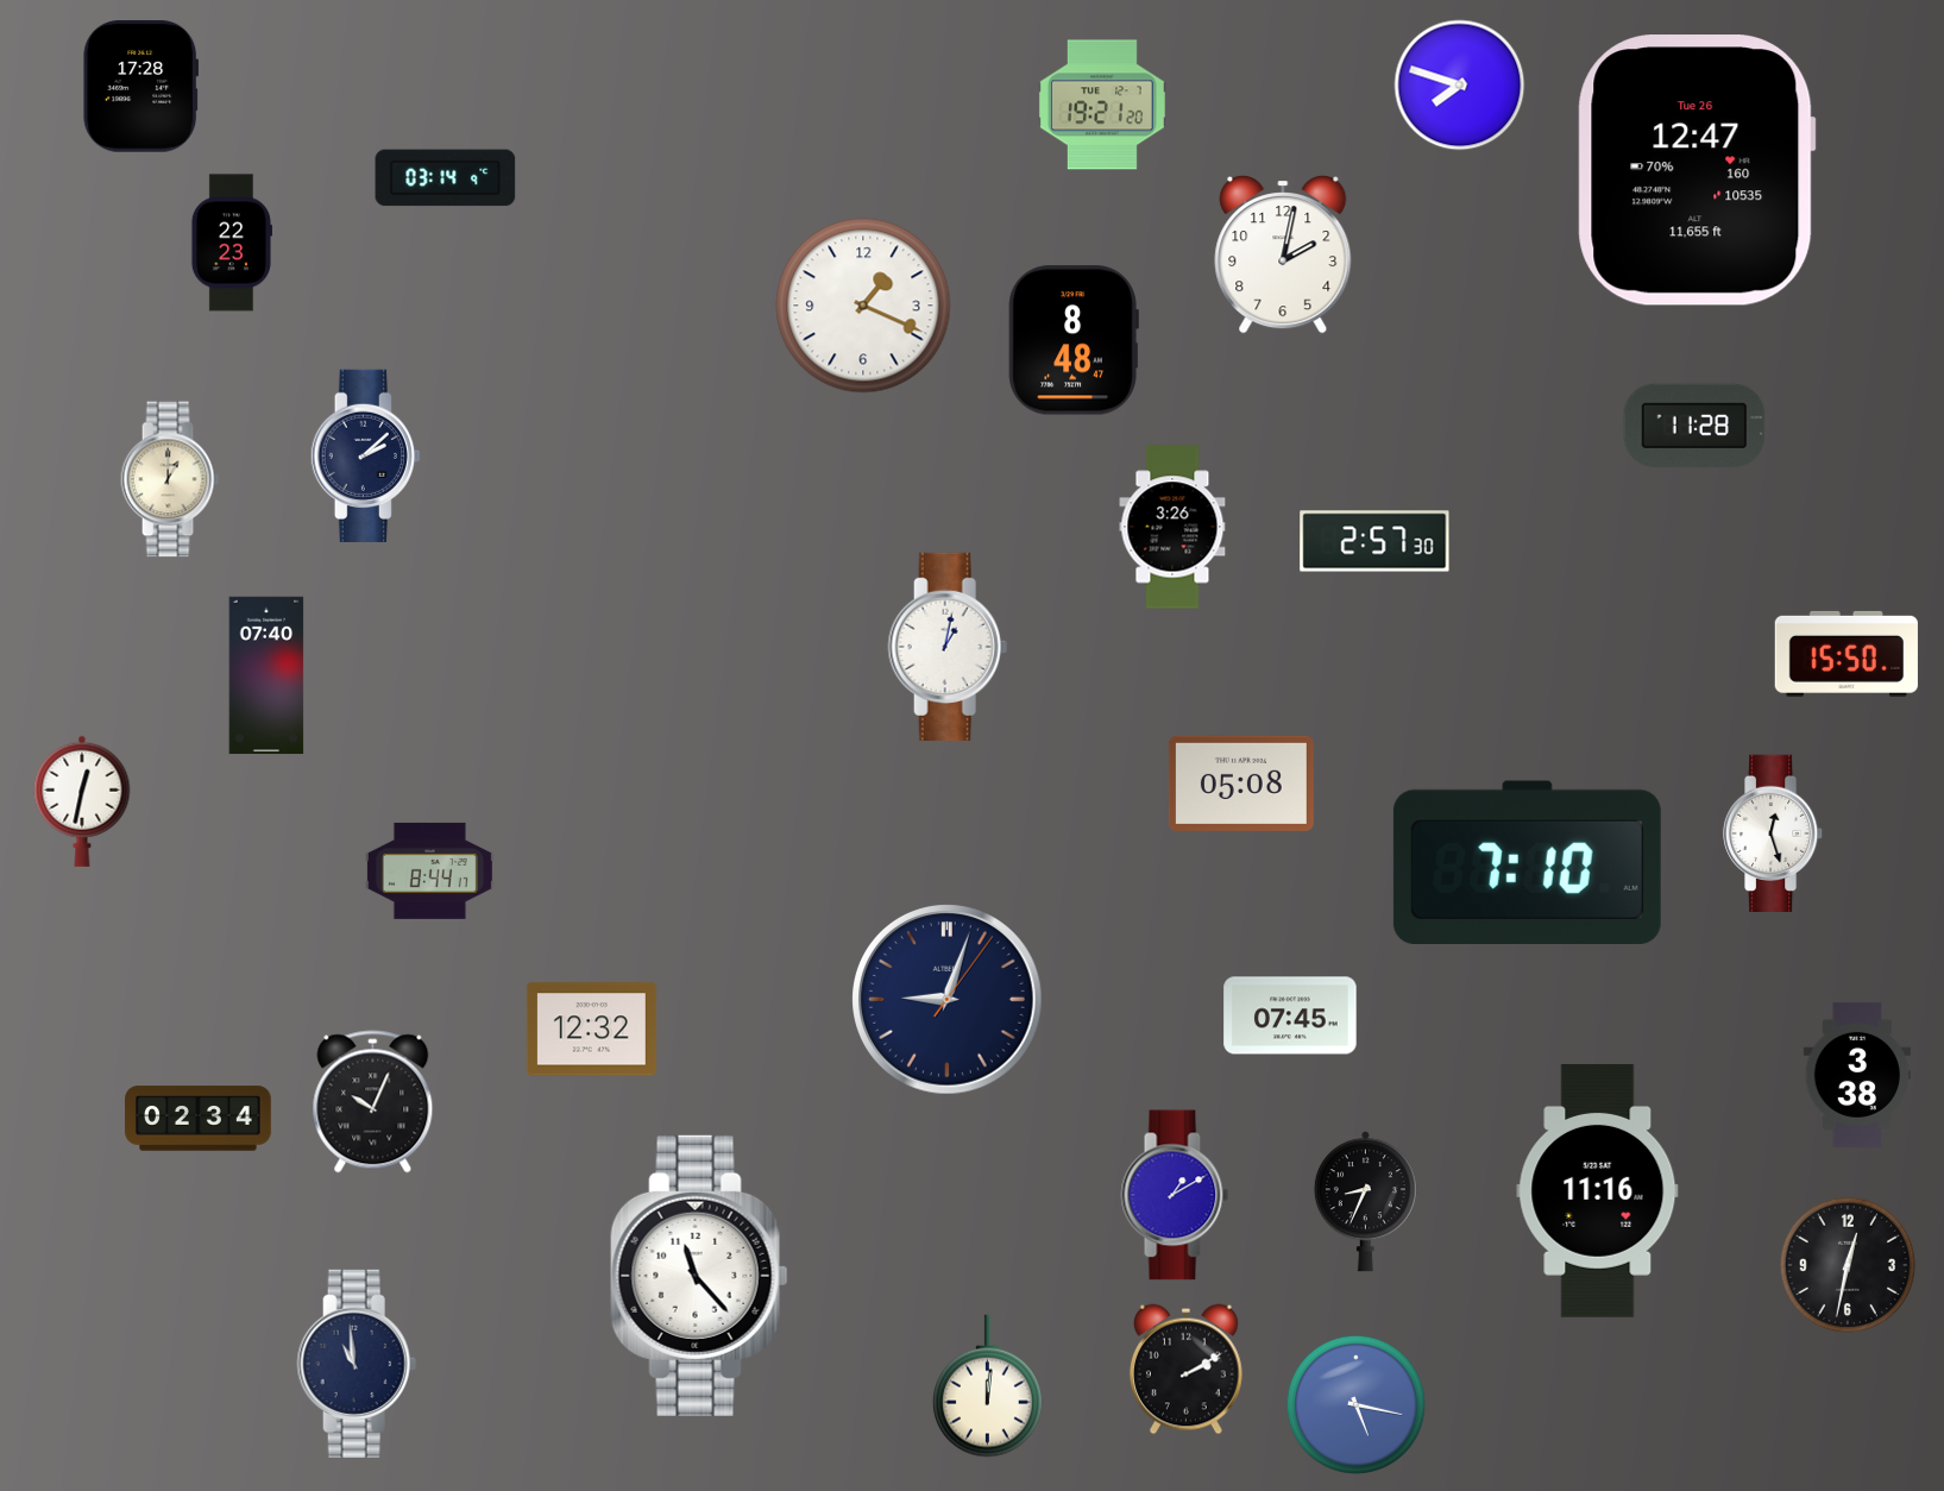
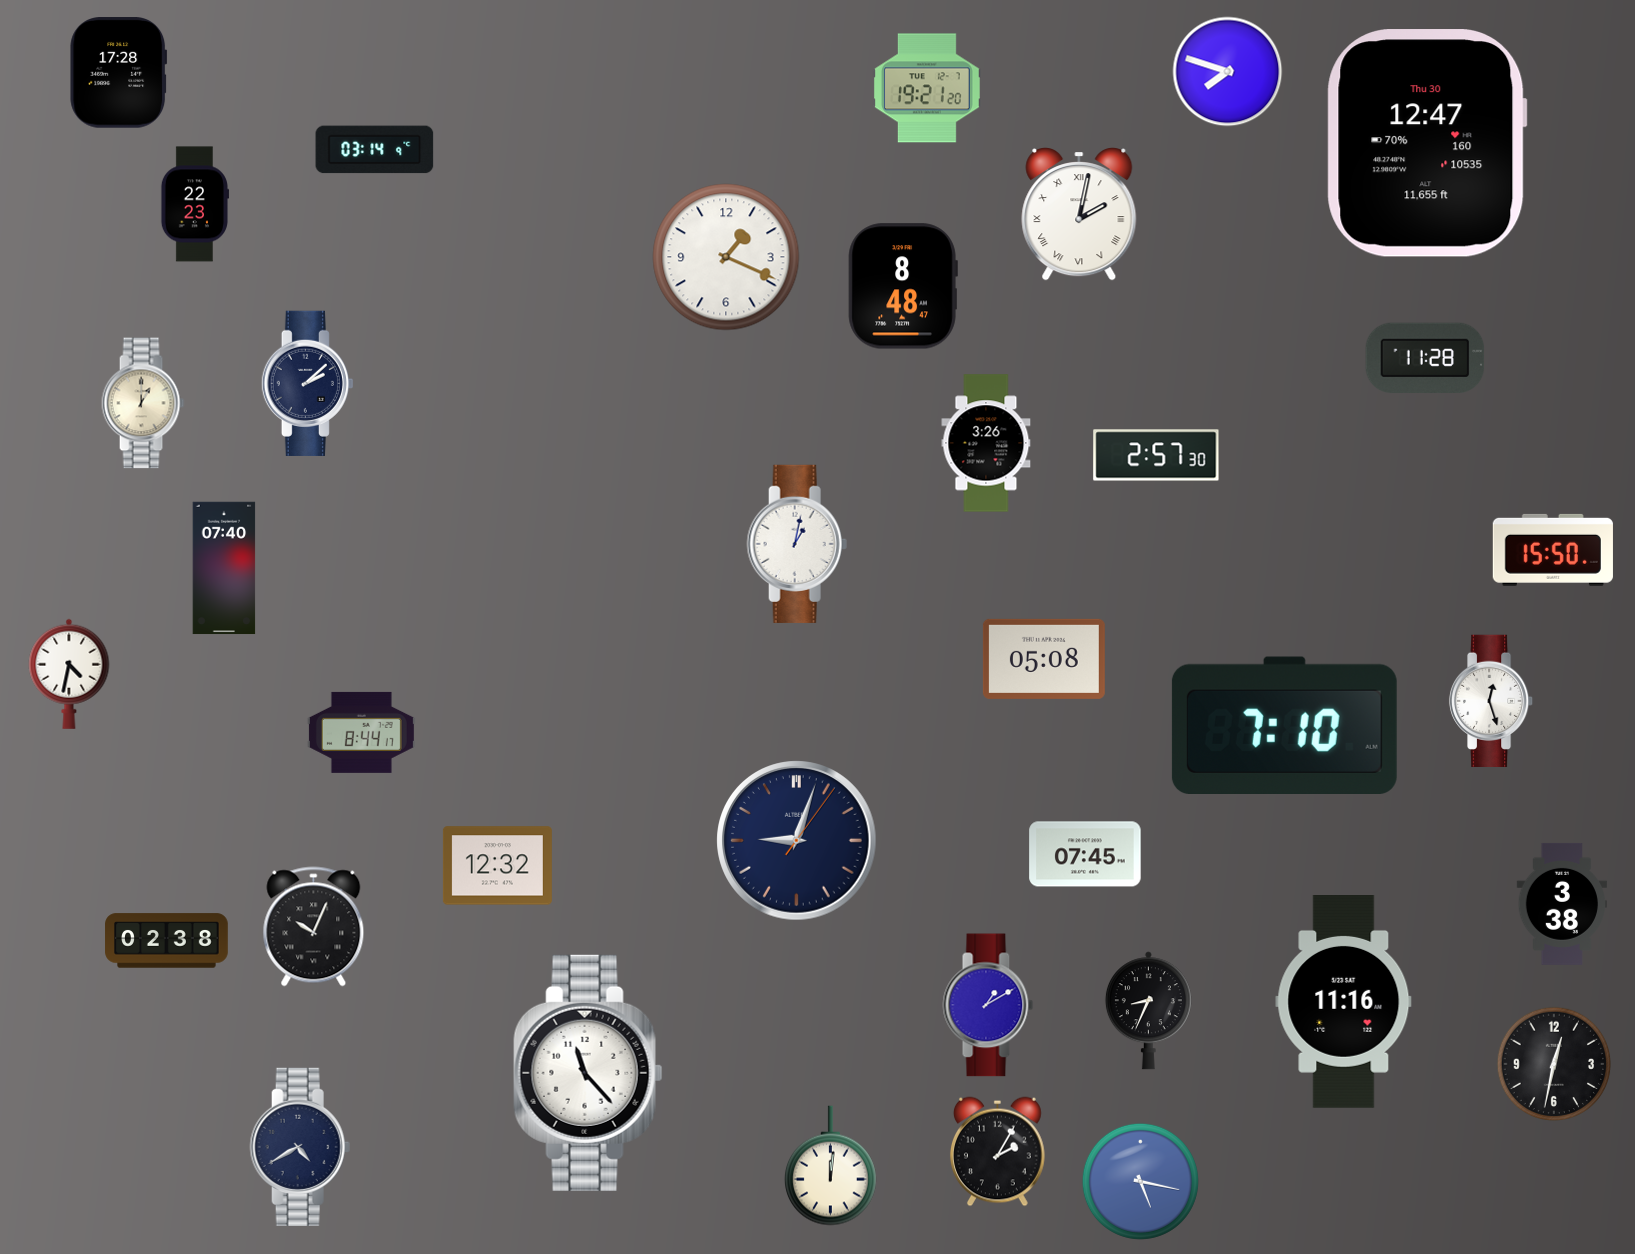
clock at (1697, 170) date: Tue 26 -> Thu 30
clock at (1283, 256) numerals: Arabic -> Roman
clock at (82, 801): 12:32 -> 4:32
clock at (199, 1119): 02:34 -> 02:38
clock at (357, 1364): 10:59 -> 4:40
clock at (1185, 1370): 2:10 -> 2:05
